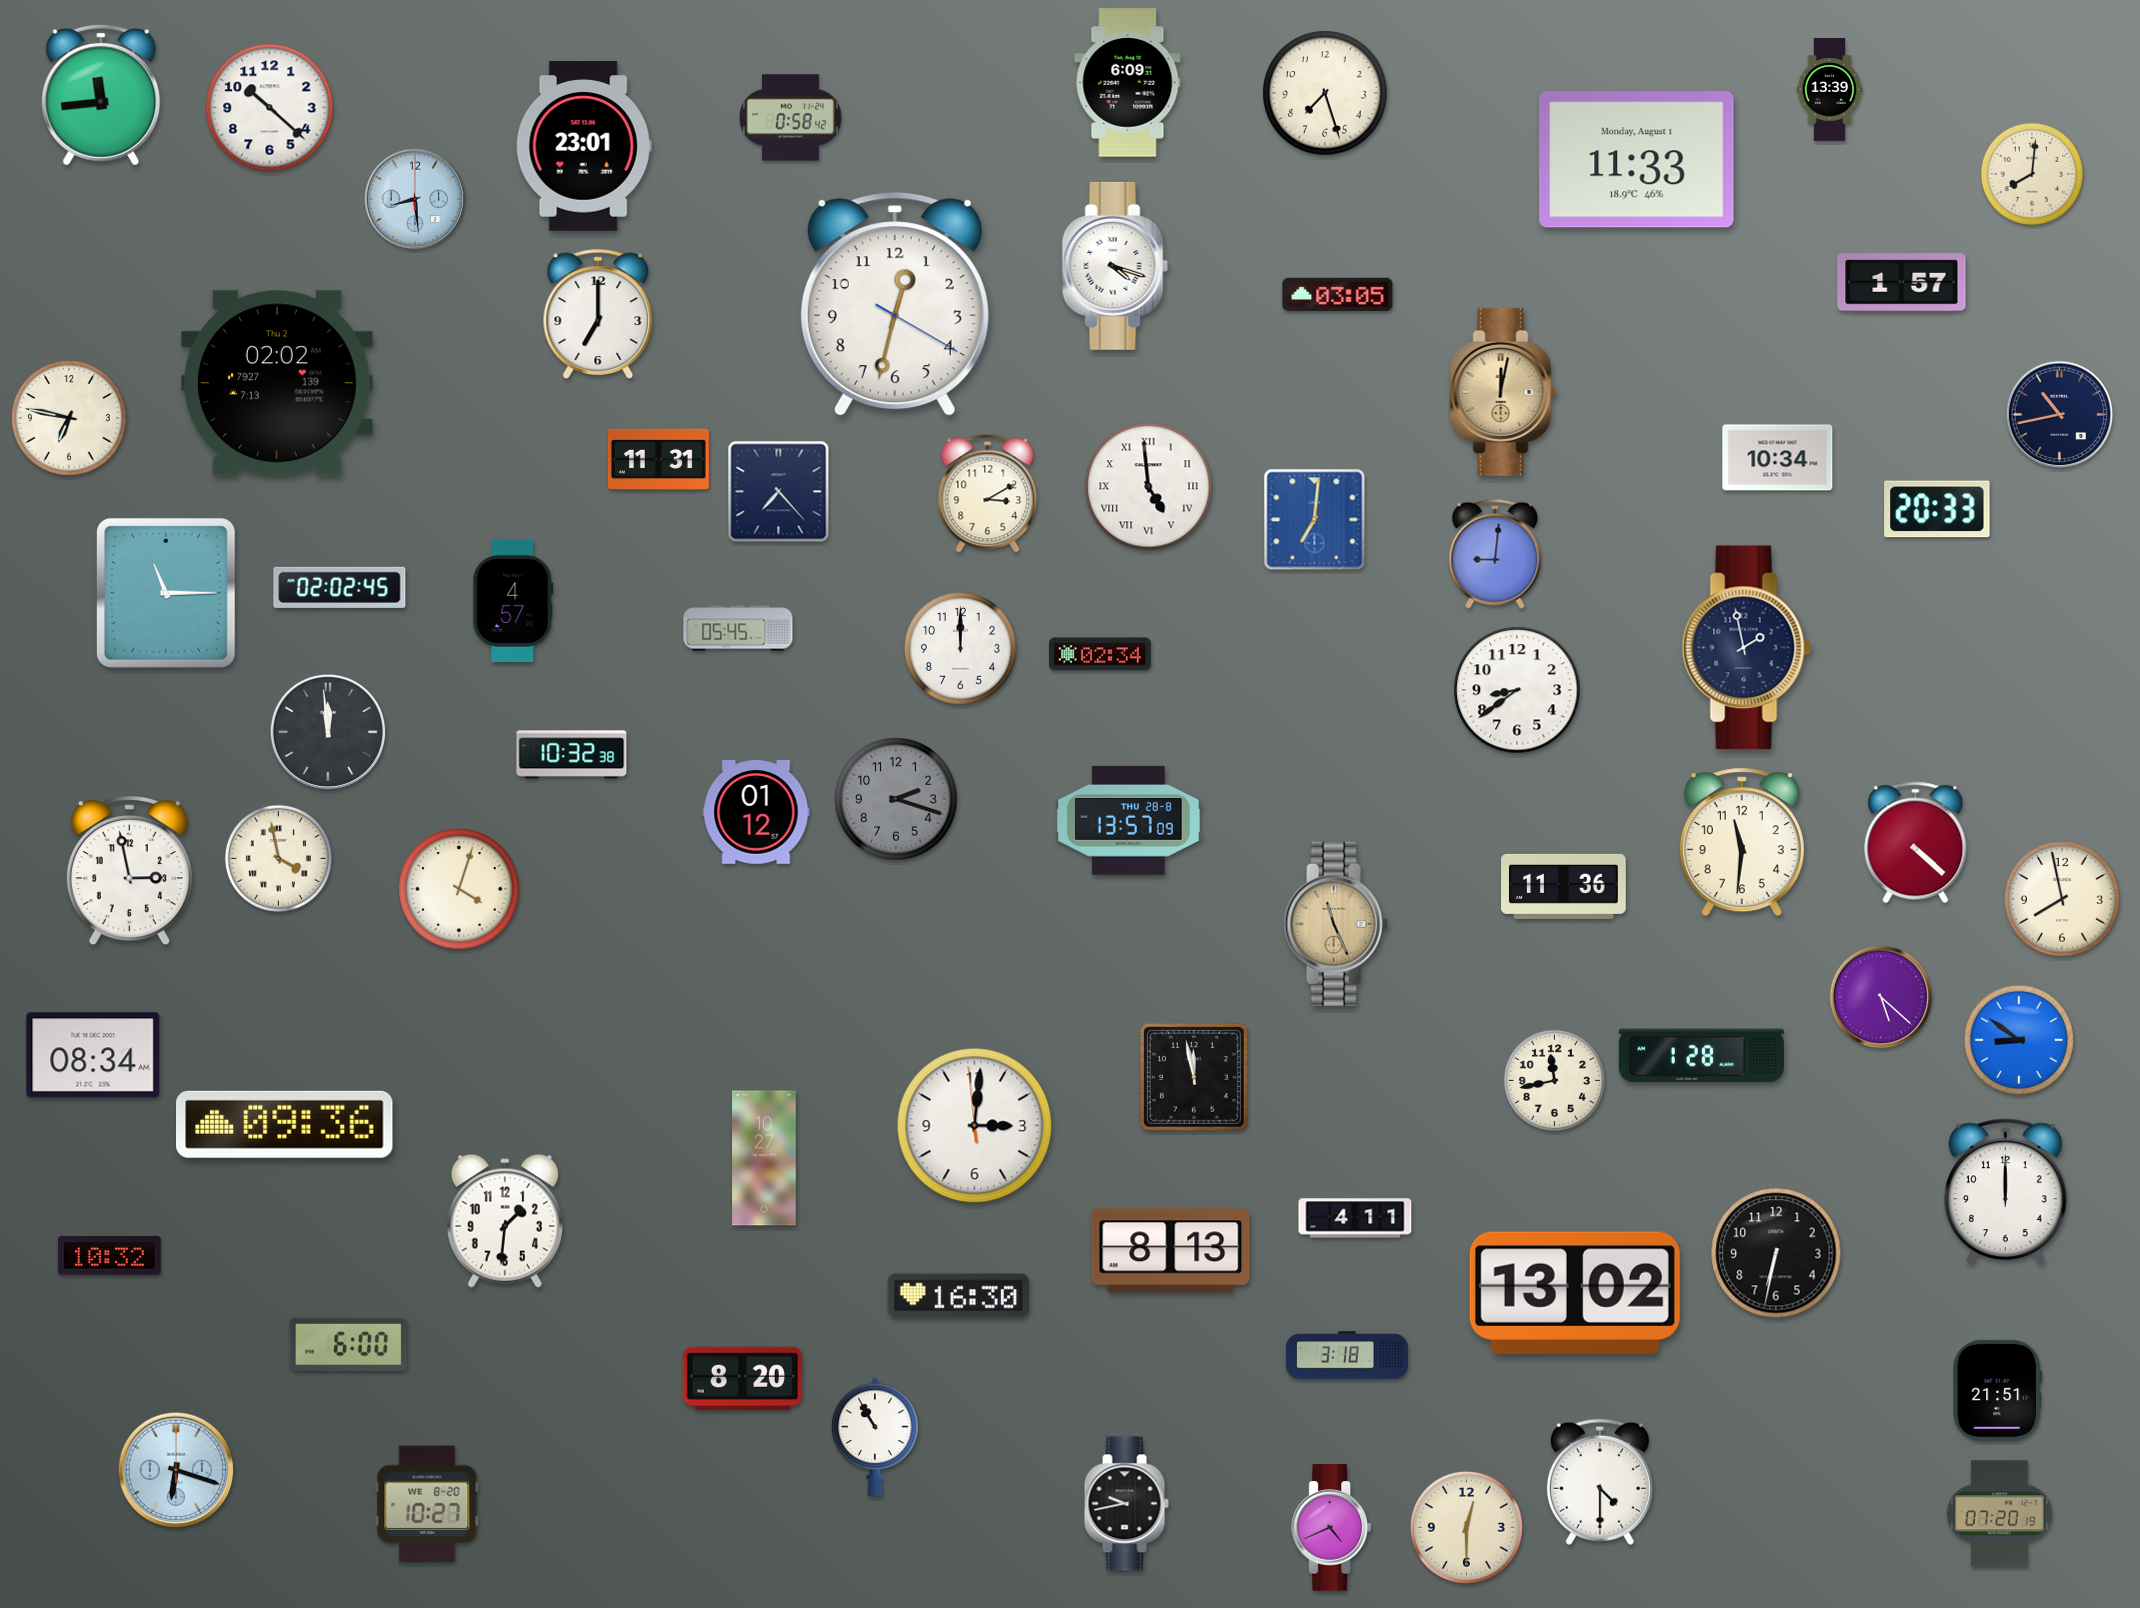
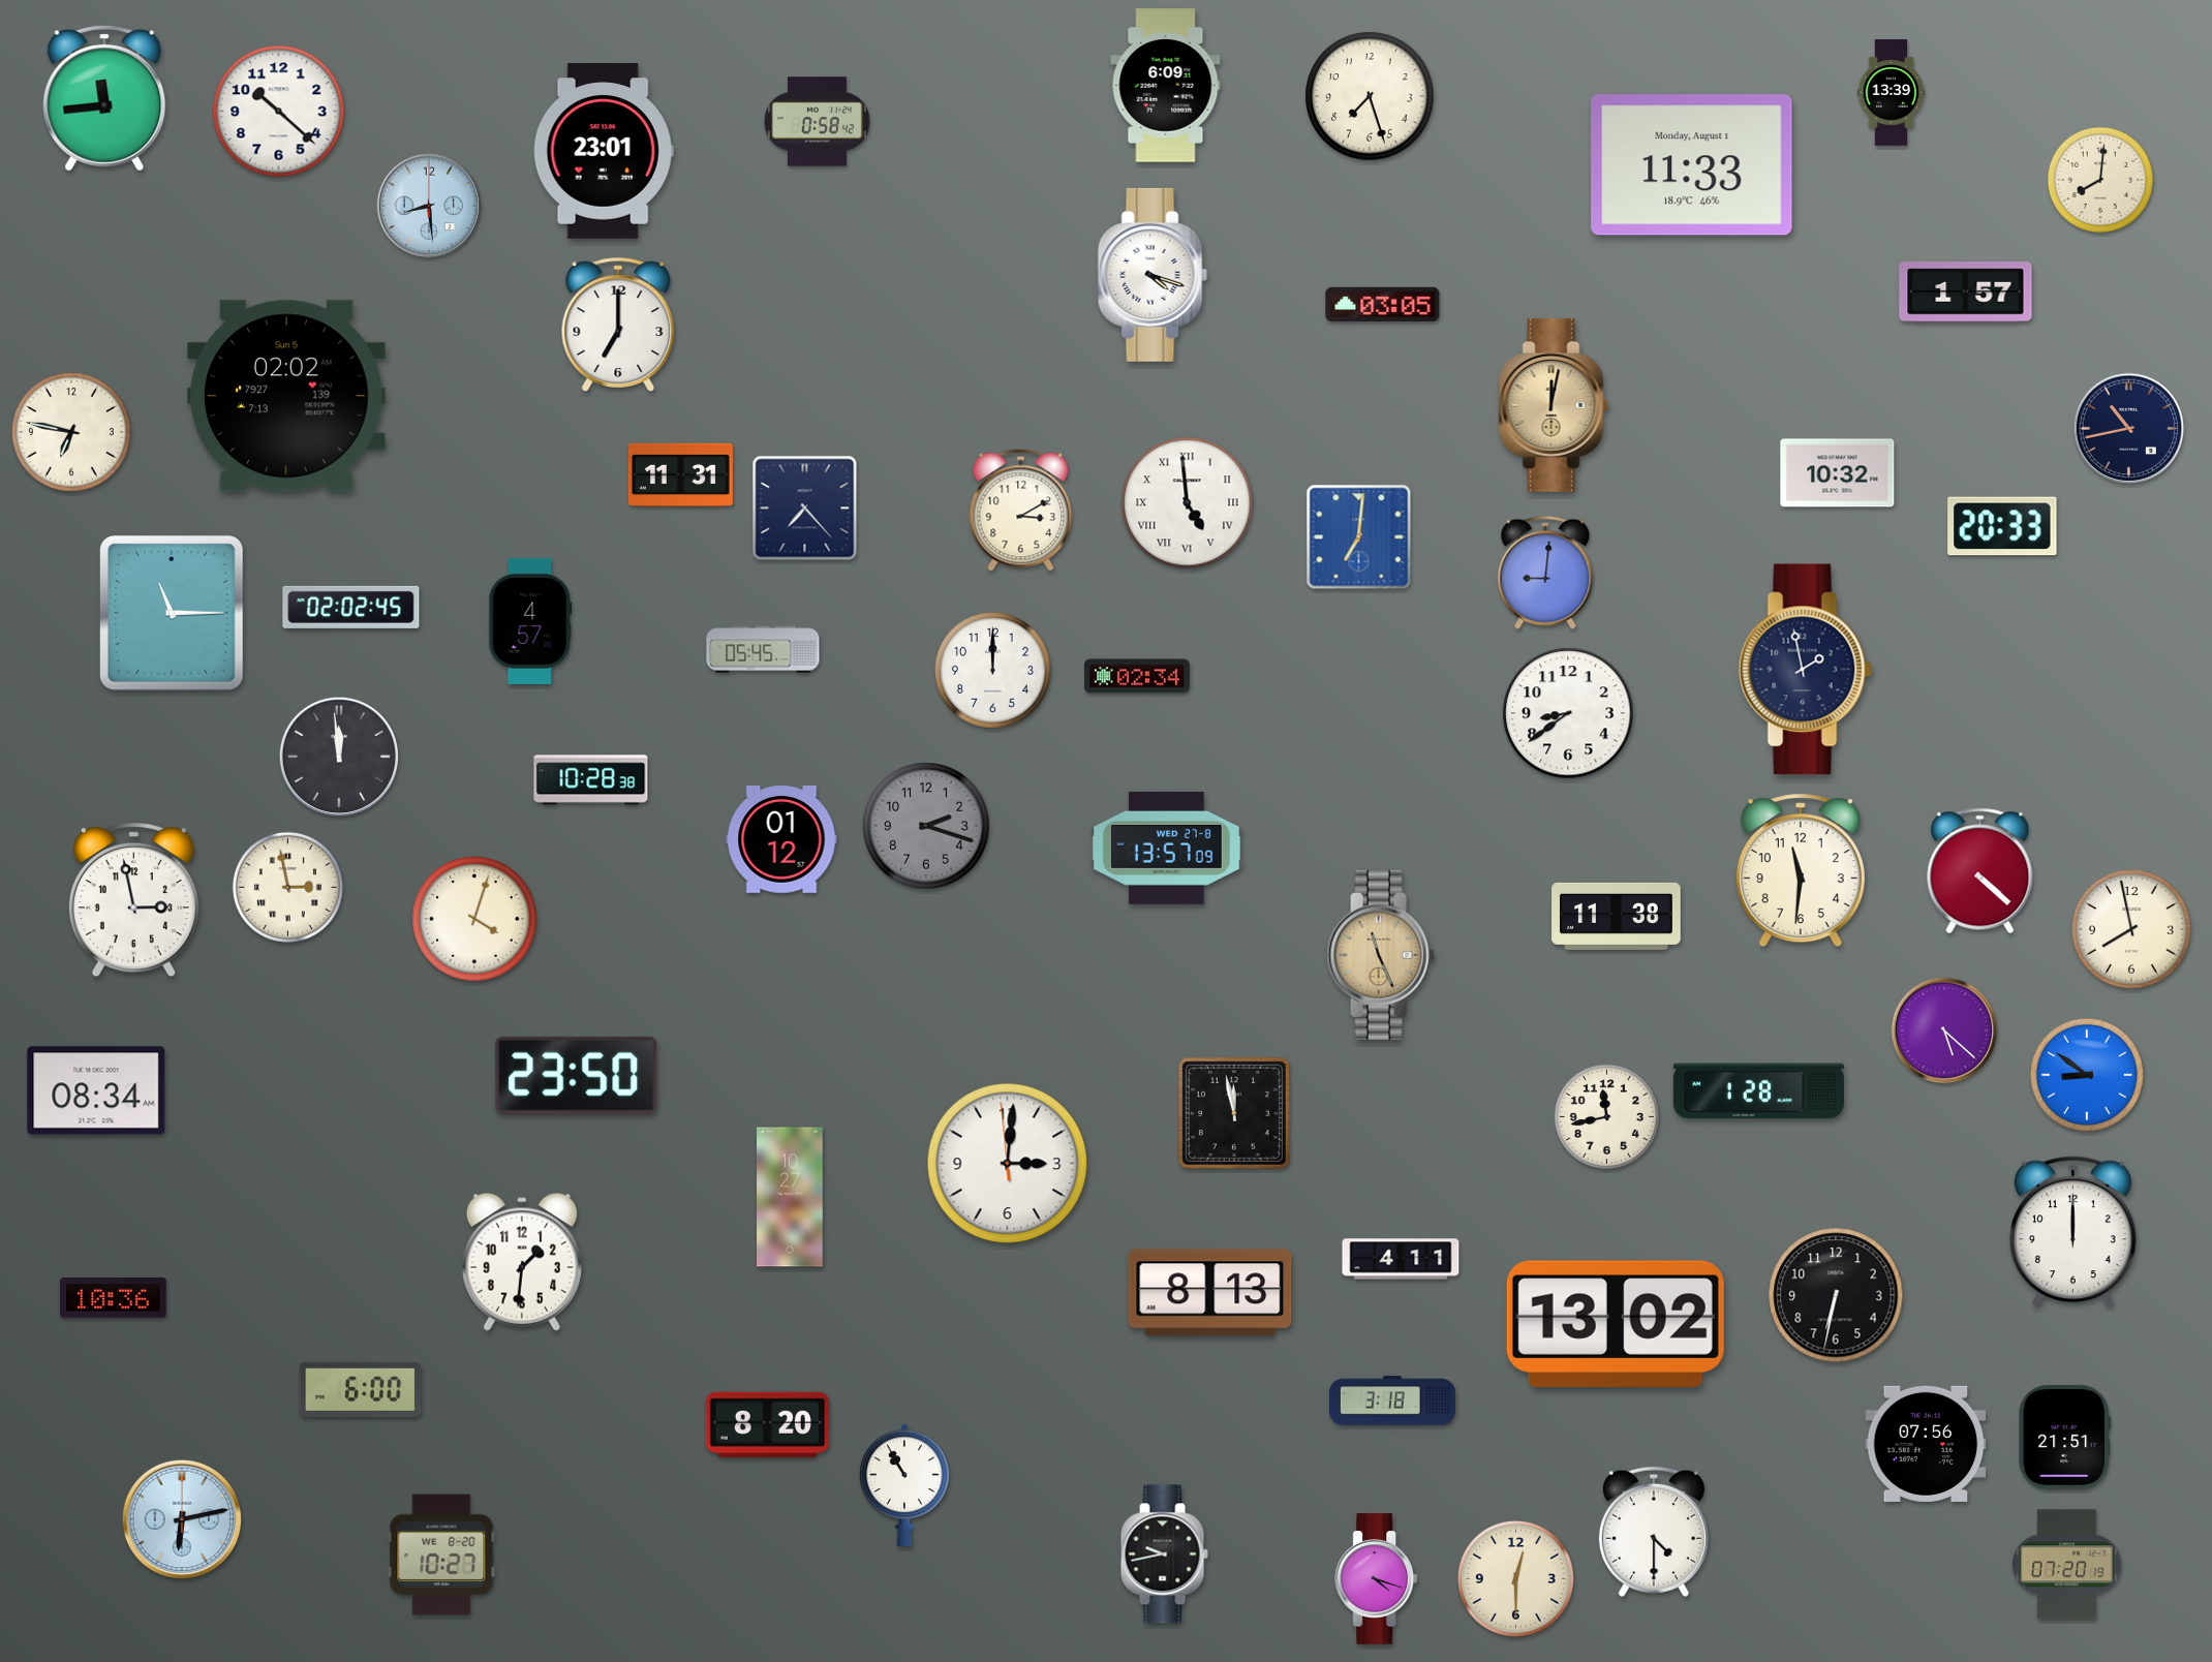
clock at (895, 305): 12:32 -> none
clock at (277, 383) date: Thu 2 -> Sun 5
clock at (1778, 458): 10:34 -> 10:32
clock at (572, 755): 10:32 -> 10:28
clock at (1129, 820) date: THU 28-8 -> WED 27-8
clock at (278, 858): 3:58 -> 2:58
clock at (1564, 886): 11:36 -> 11:38
clock at (577, 1075): none -> 23:50
clock at (285, 1124): 09:36 -> none
clock at (110, 1256): 10:32 -> 10:36
clock at (1575, 1293) position: (1575, 1293) -> (1616, 1324)
clock at (958, 1296): 16:30 -> none
clock at (1926, 1444): none -> 07:56
clock at (176, 1470): 6:18 -> 6:13
clock at (1331, 1528): 4:41 -> 4:18
